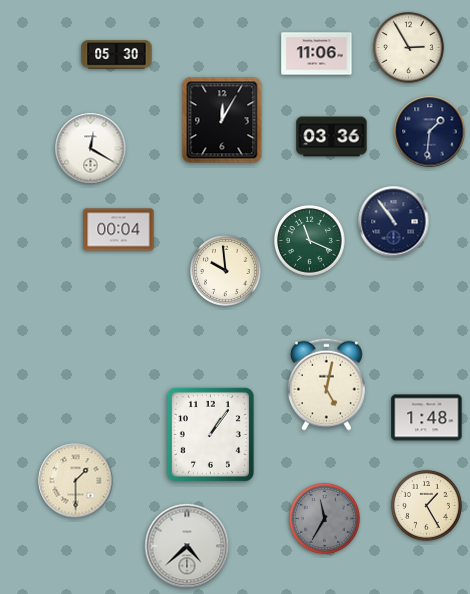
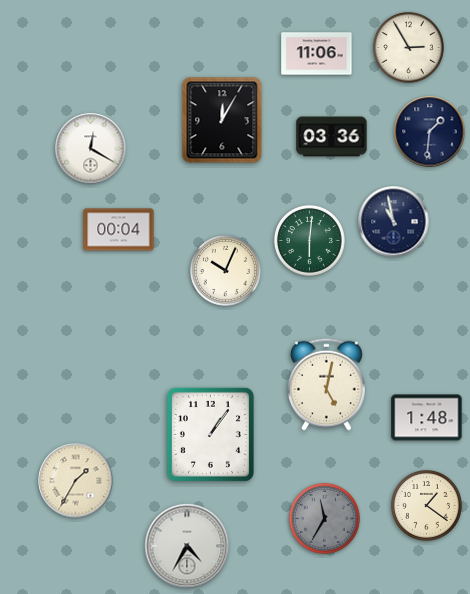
clock at (117, 55): 05:30 -> none
clock at (394, 222): 10:54 -> 10:58
clock at (309, 240): 11:19 -> 6:01
clock at (225, 270): 9:59 -> 10:04
clock at (76, 481): 1:30 -> 1:35
clock at (426, 505): 1:25 -> 1:21
clock at (187, 546): 4:38 -> 4:35
